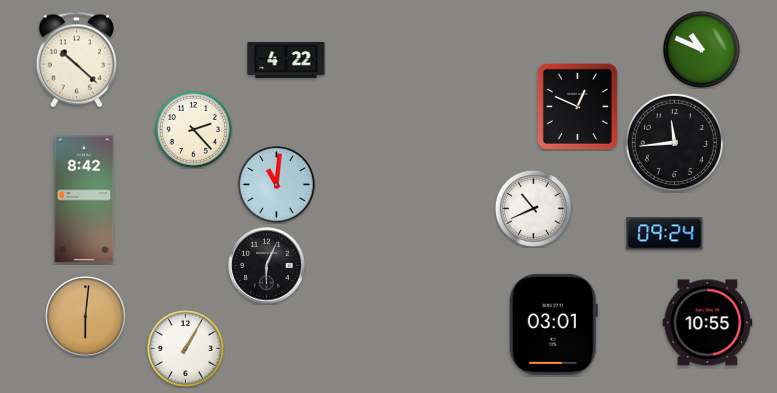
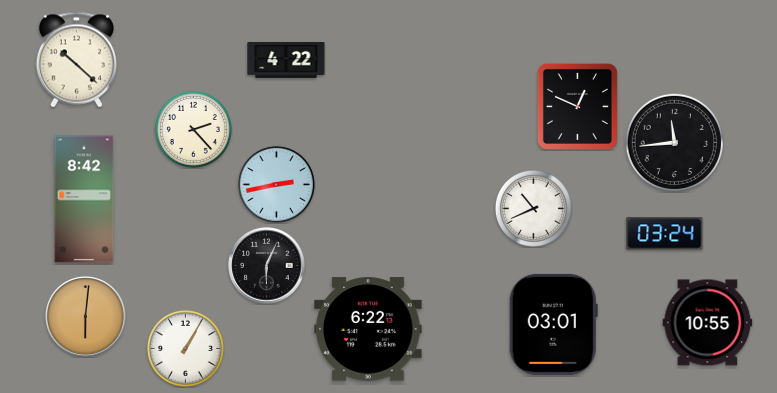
clock at (701, 49): 10:49 -> none
clock at (276, 184): 11:01 -> 2:43
clock at (665, 234): 09:24 -> 03:24
clock at (368, 329): none -> 6:22
